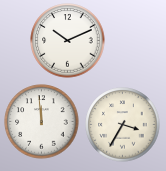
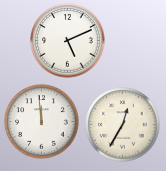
clock at (68, 41): 10:11 -> 5:11
clock at (123, 125): 3:35 -> 12:35
